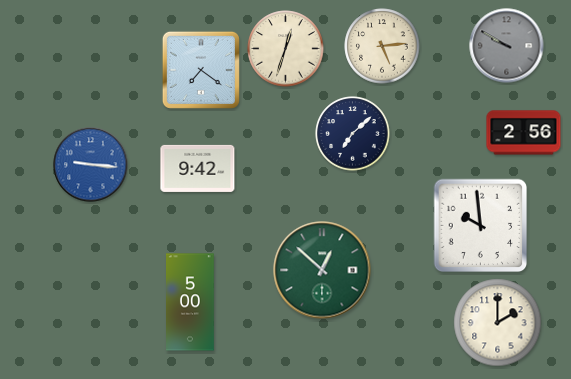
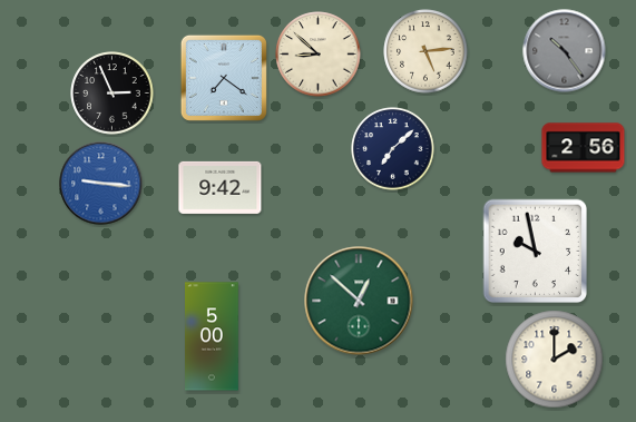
clock at (507, 46): 9:50 -> 10:24
clock at (286, 49): 12:33 -> 8:52
clock at (112, 94): none -> 2:56
clock at (481, 226): 9:59 -> 9:58
